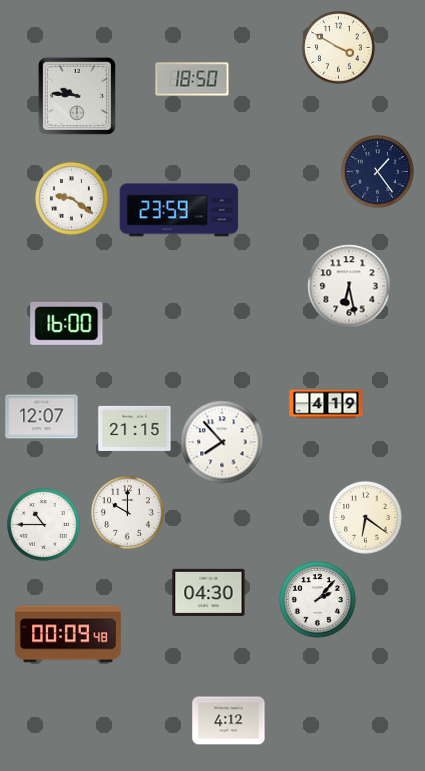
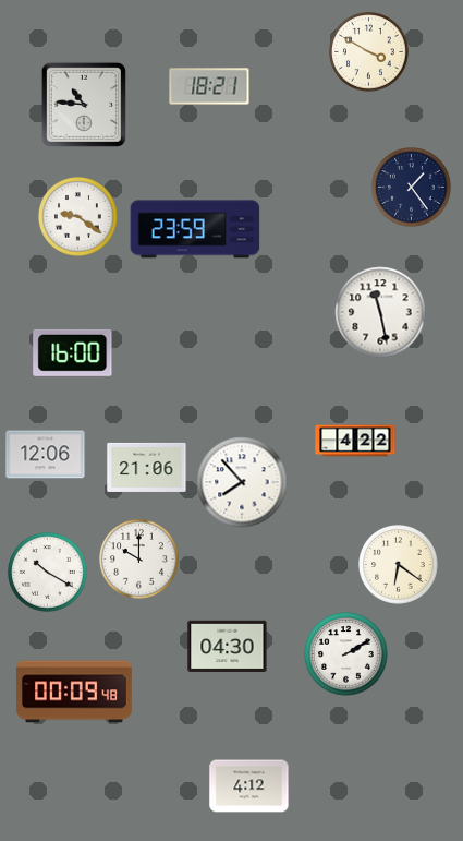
clock at (192, 79): 18:50 -> 18:21
clock at (77, 96): 9:46 -> 10:46
clock at (349, 286): 6:28 -> 11:28
clock at (326, 404): 4:19 -> 4:22
clock at (42, 417): 12:07 -> 12:06
clock at (135, 428): 21:15 -> 21:06
clock at (44, 525): 10:45 -> 10:20
clock at (318, 600): 2:07 -> 2:10
